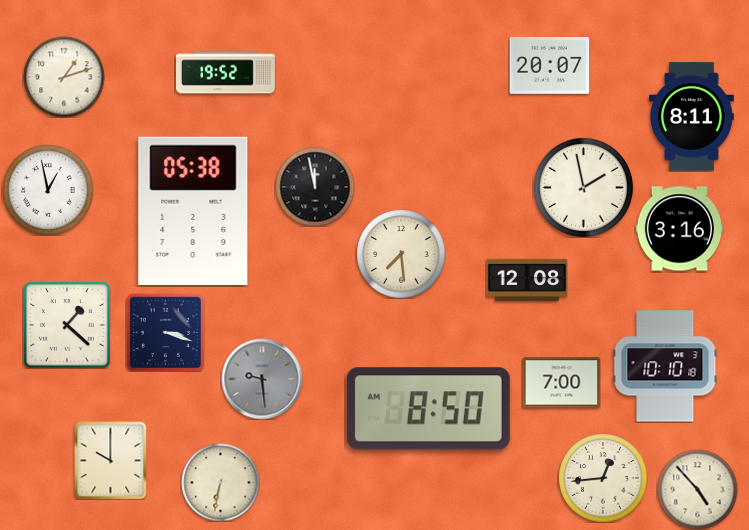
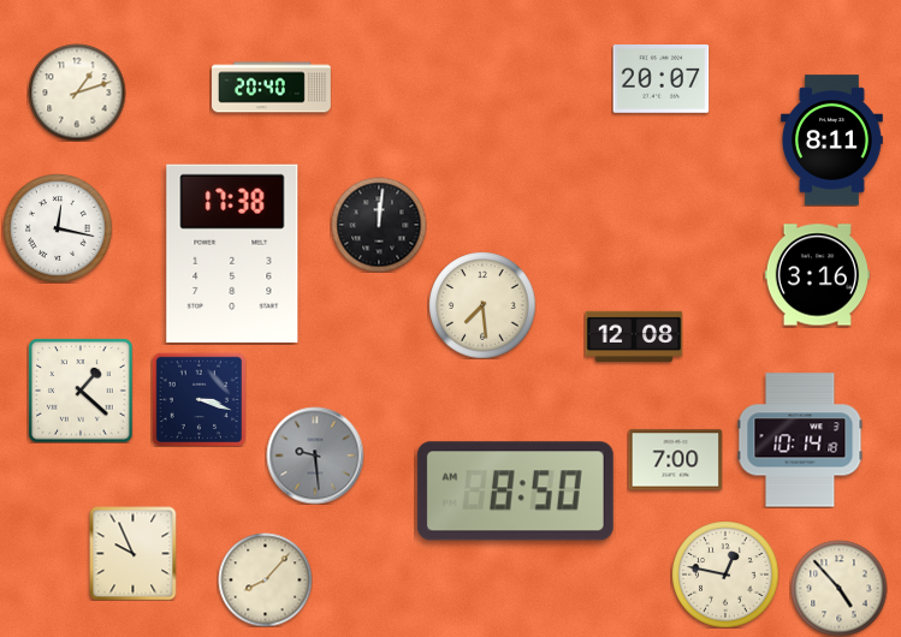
clock at (226, 73): 19:52 -> 20:40
clock at (315, 187): 11:58 -> 12:01
clock at (583, 187): 1:58 -> none
clock at (48, 190): 12:58 -> 12:17
clock at (193, 211): 05:38 -> 17:38
clock at (665, 366): 10:10 -> 10:14
clock at (111, 460): 10:00 -> 9:56
clock at (603, 478): 12:44 -> 12:47
clock at (220, 482): 6:32 -> 8:07
